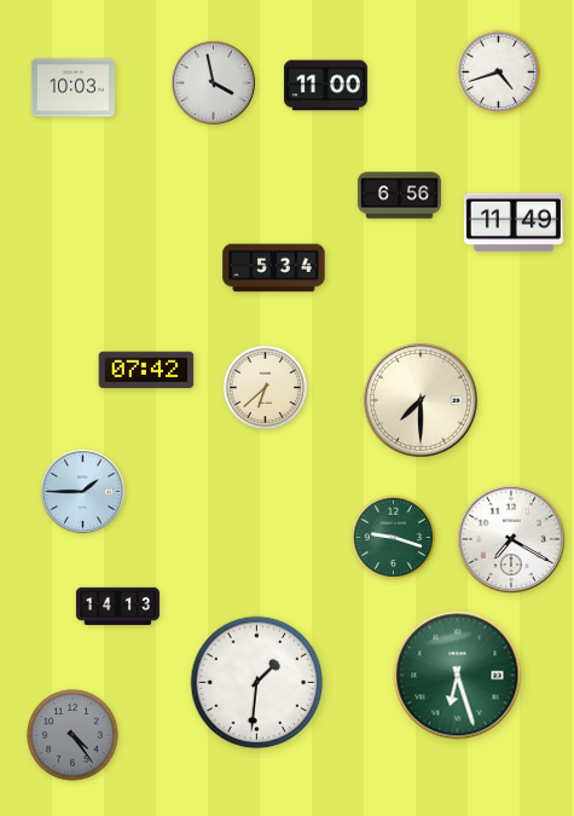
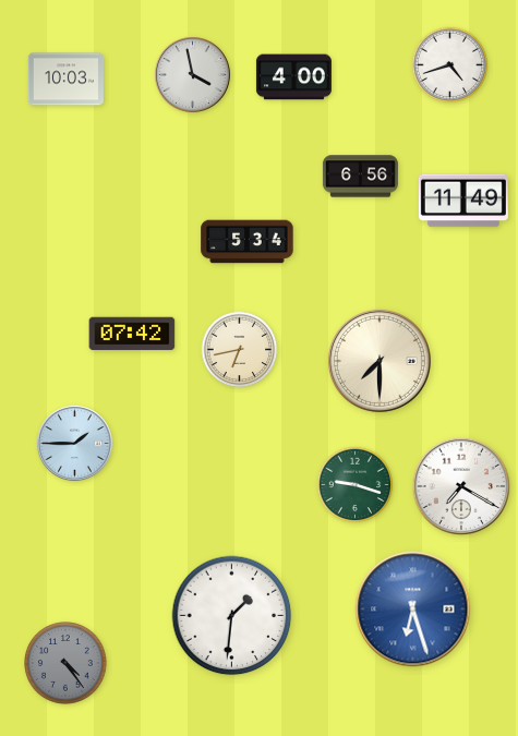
clock at (325, 86): 11:00 -> 4:00
clock at (266, 388): 6:38 -> 6:43
clock at (117, 606): 14:13 -> none
clock at (458, 676) dial: green -> blue
